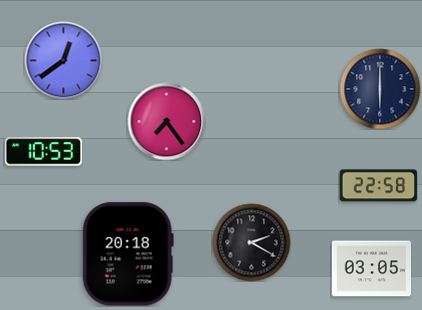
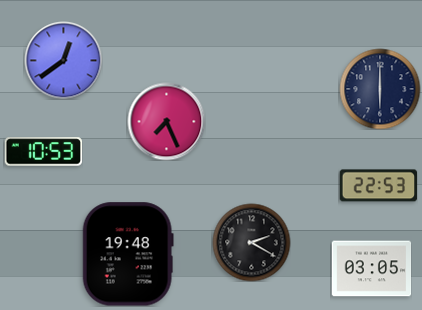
clock at (166, 121): 7:24 -> 7:26
clock at (378, 186): 22:58 -> 22:53
clock at (128, 254): 20:18 -> 19:48
